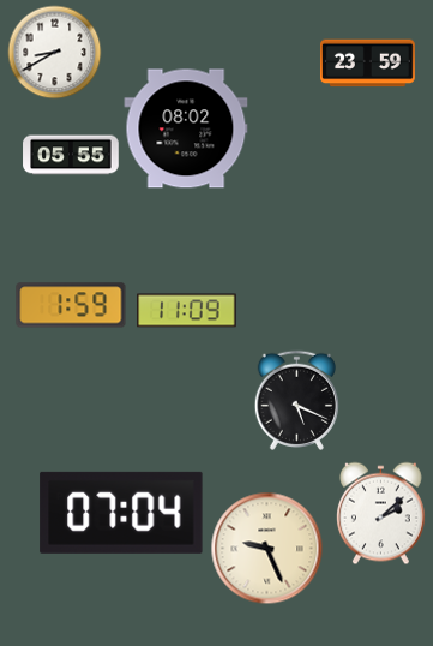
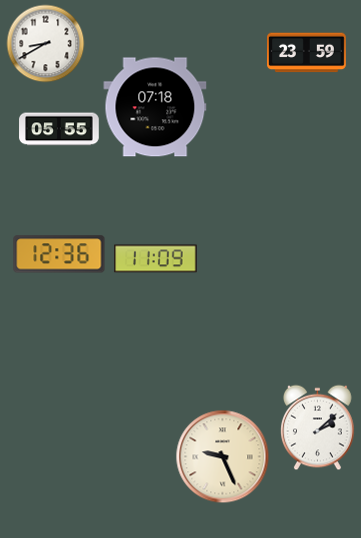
clock at (186, 128): 08:02 -> 07:18
clock at (71, 305): 1:59 -> 12:36
clock at (296, 400): 5:19 -> none
clock at (121, 513): 07:04 -> none
